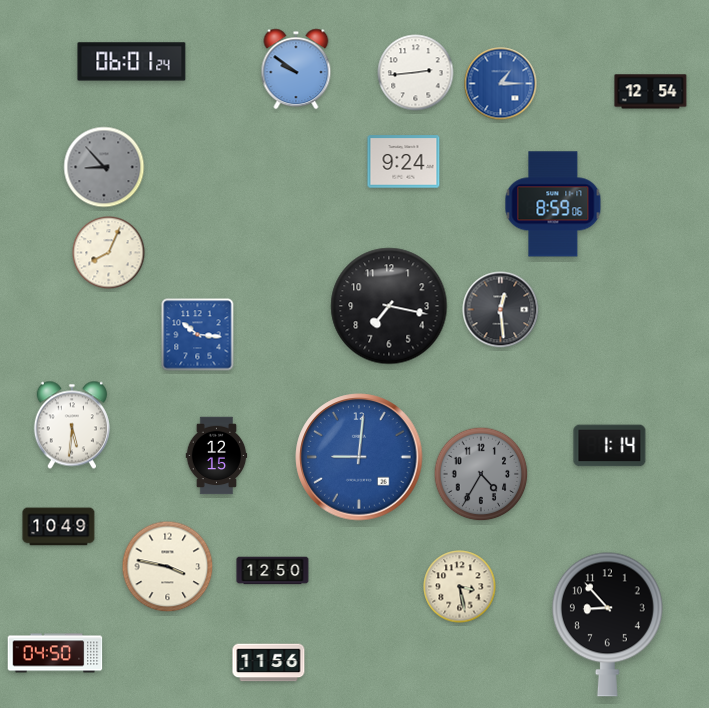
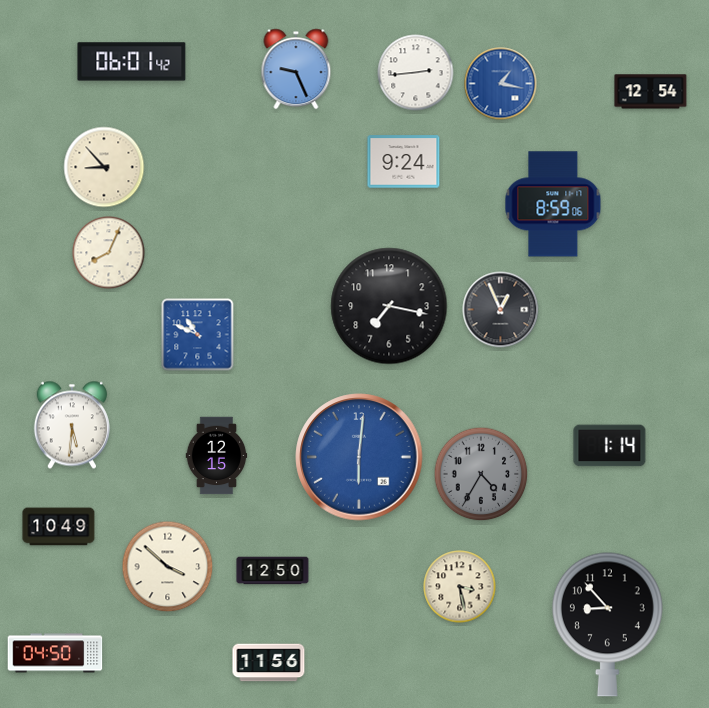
clock at (132, 62): 06:01:24 -> 06:01:42
clock at (296, 69): 9:51 -> 9:26
clock at (501, 84): 1:15 -> 1:17
clock at (104, 167) dial: grey -> cream
clock at (501, 310): 12:29 -> 12:56
clock at (198, 335): 10:16 -> 10:49
clock at (359, 457): 9:01 -> 6:01
clock at (168, 567): 3:47 -> 3:52
